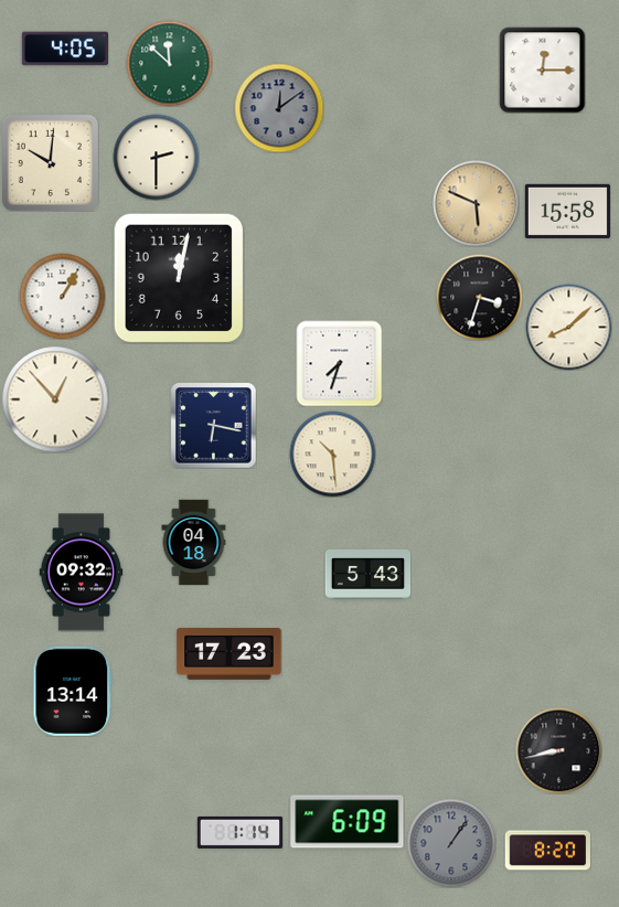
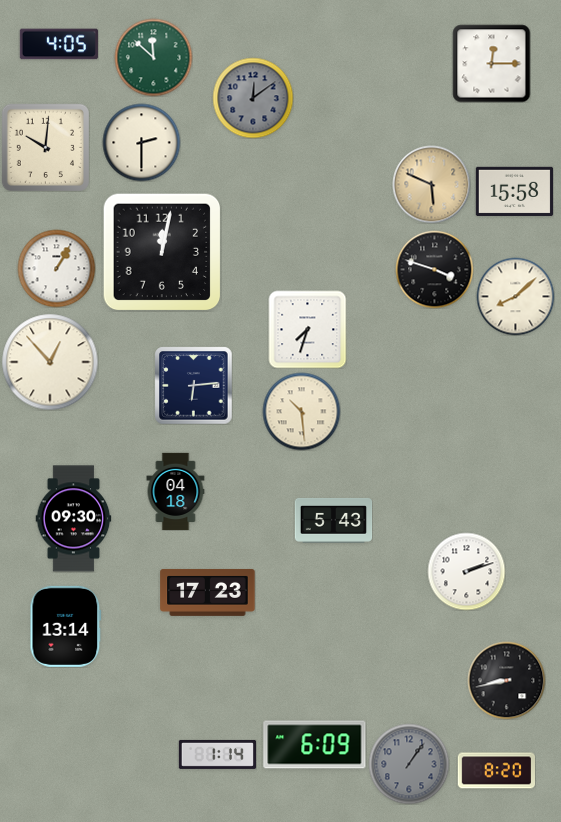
clock at (479, 297): 3:33 -> 3:48
clock at (213, 425): 6:17 -> 6:14
clock at (82, 573): 09:32 -> 09:30
clock at (466, 571): none -> 2:12
